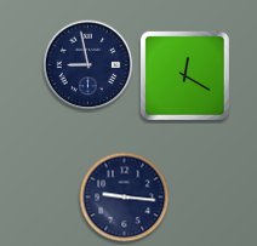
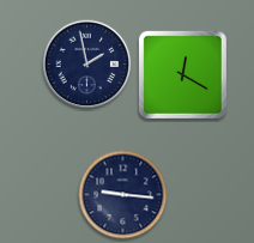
clock at (88, 65): 8:58 -> 1:58
